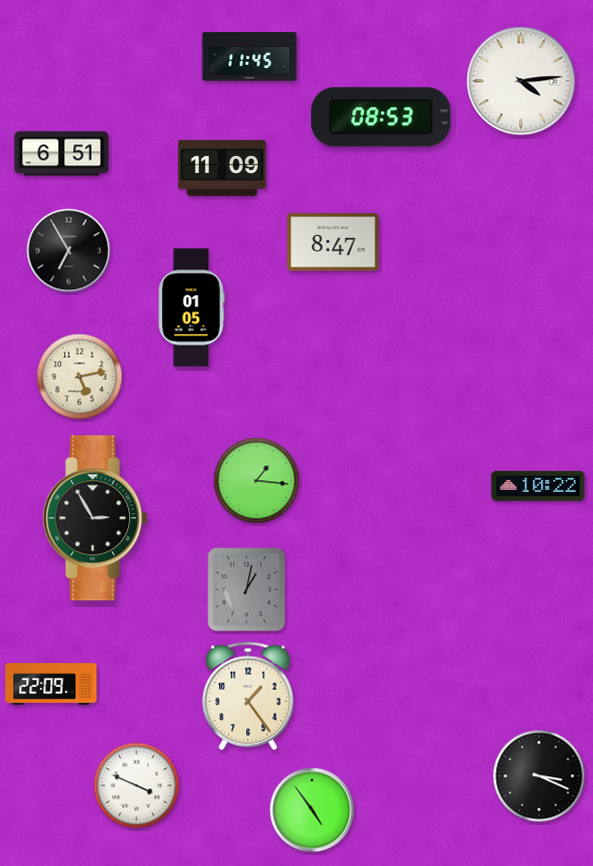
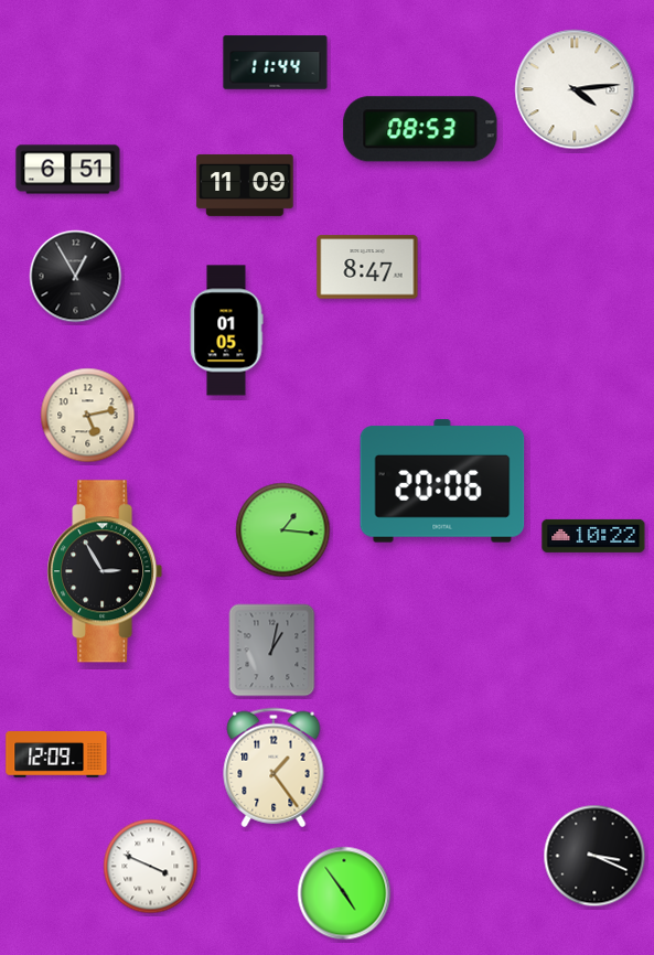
clock at (250, 57): 11:45 -> 11:44
clock at (69, 251): 6:55 -> 12:55
clock at (191, 308) position: (191, 308) -> (226, 331)
clock at (442, 481): none -> 20:06
clock at (51, 684): 22:09 -> 12:09
